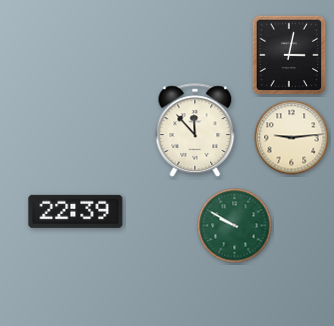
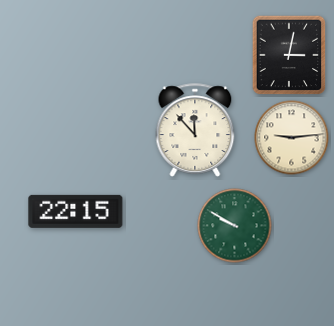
clock at (76, 211): 22:39 -> 22:15
